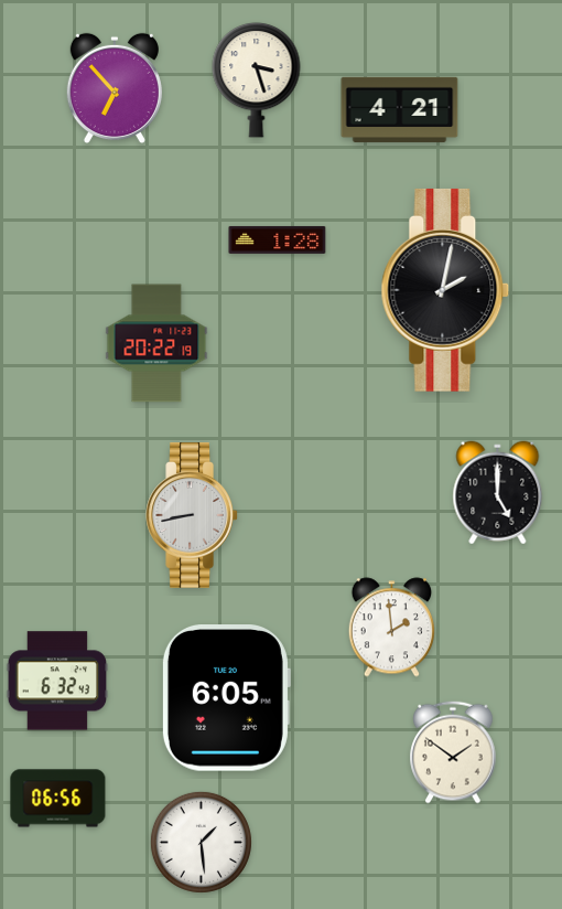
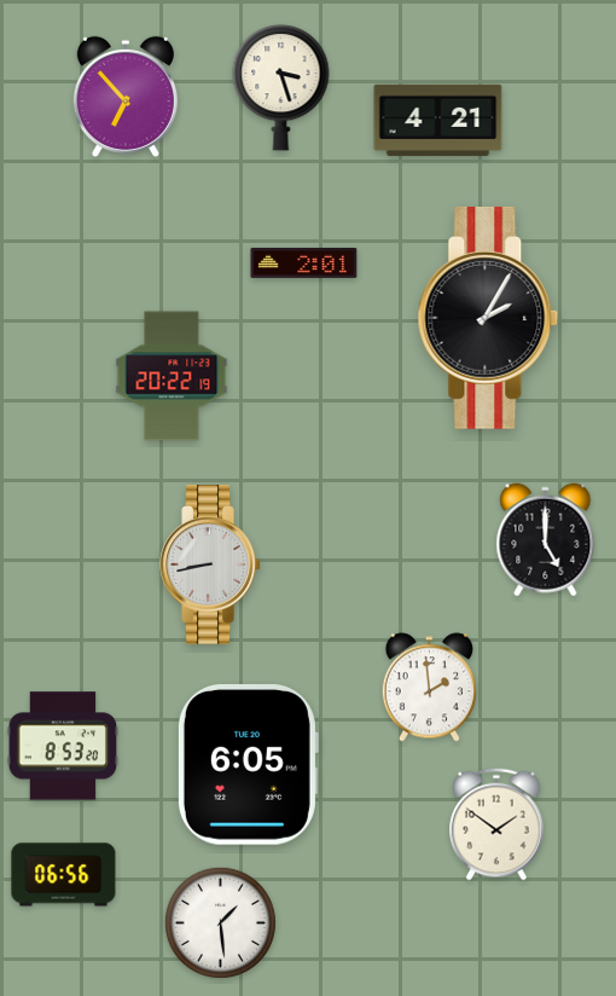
clock at (278, 239): 1:28 -> 2:01
clock at (445, 290): 2:02 -> 2:05
clock at (57, 681): 6:32 -> 8:53
